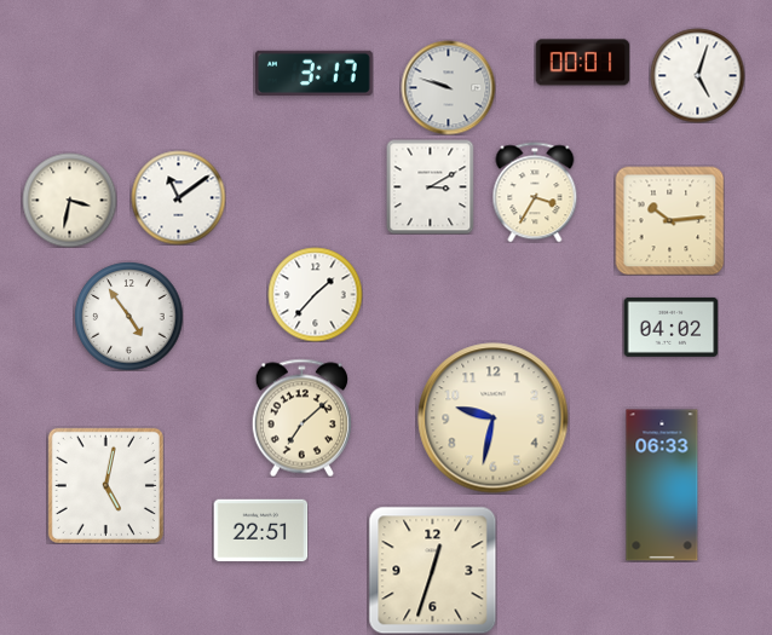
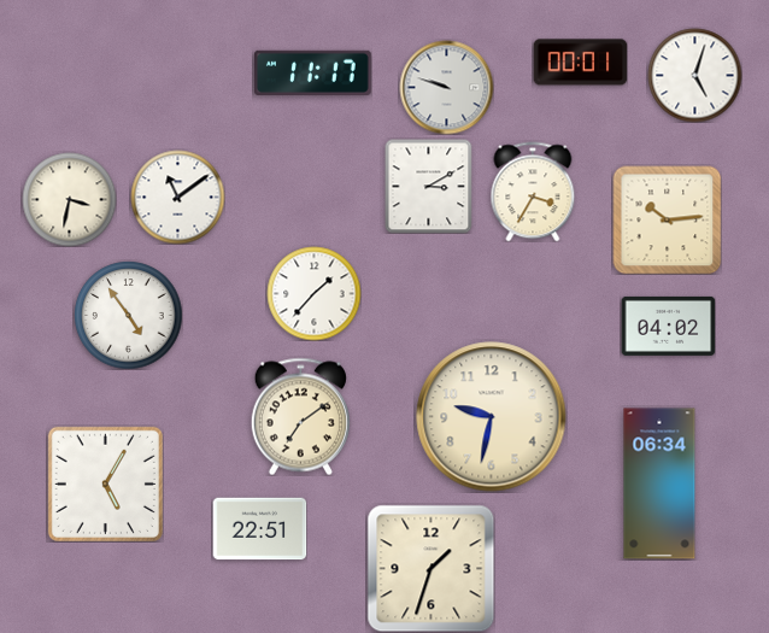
clock at (315, 73): 3:17 -> 11:17
clock at (301, 417): 7:08 -> 7:09
clock at (105, 485): 5:02 -> 5:05
clock at (662, 485): 06:33 -> 06:34
clock at (432, 570): 12:33 -> 1:33
